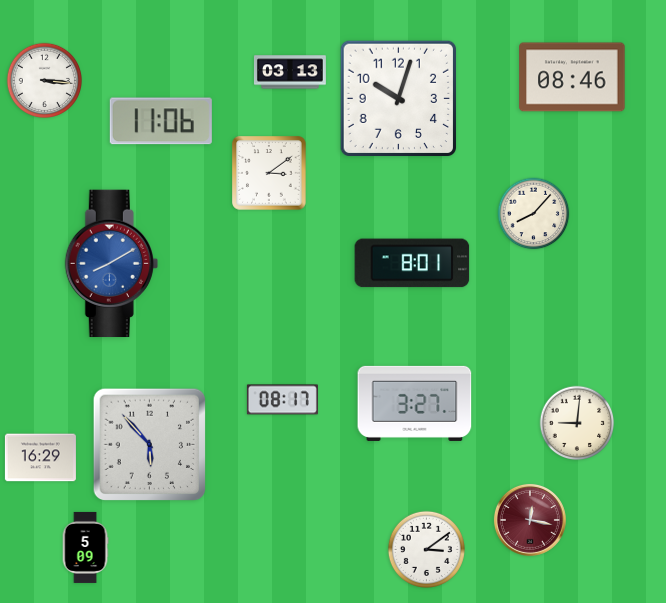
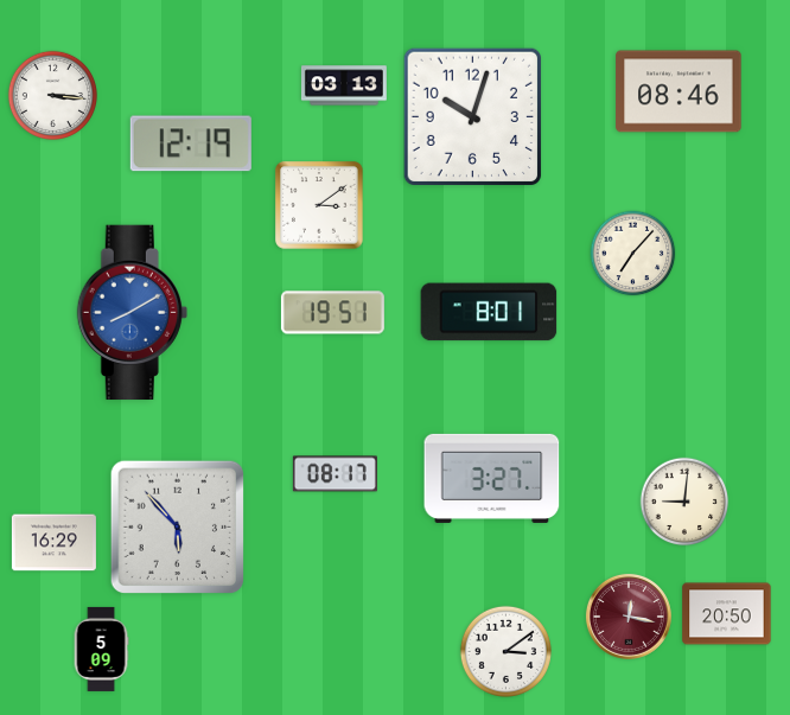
clock at (161, 121): 11:06 -> 12:19
clock at (534, 214): 8:07 -> 7:07
clock at (332, 313): none -> 19:51
clock at (40, 458) position: (40, 458) -> (53, 543)
clock at (727, 614): none -> 20:50
